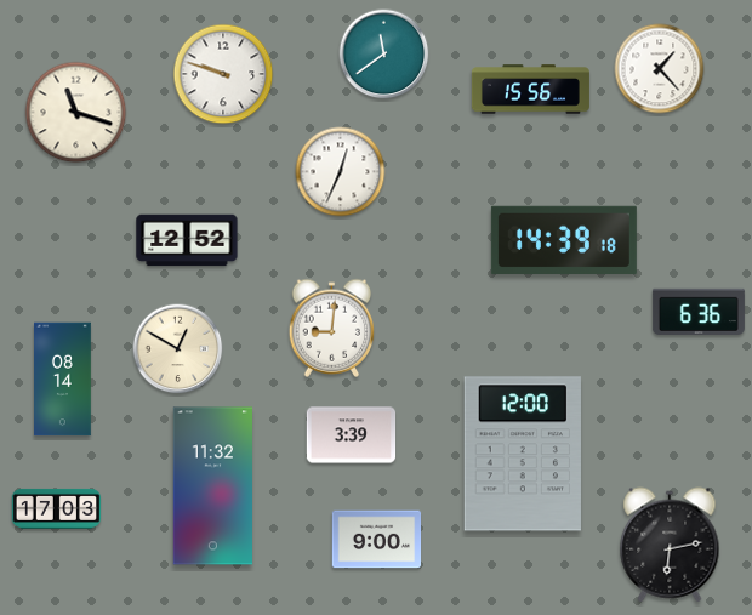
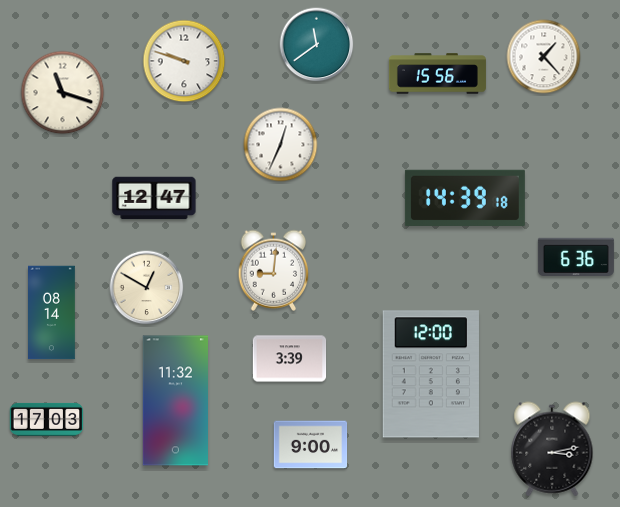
clock at (341, 172) position: (341, 172) -> (281, 145)
clock at (187, 240): 12:52 -> 12:47
clock at (670, 545): 6:13 -> 3:13
